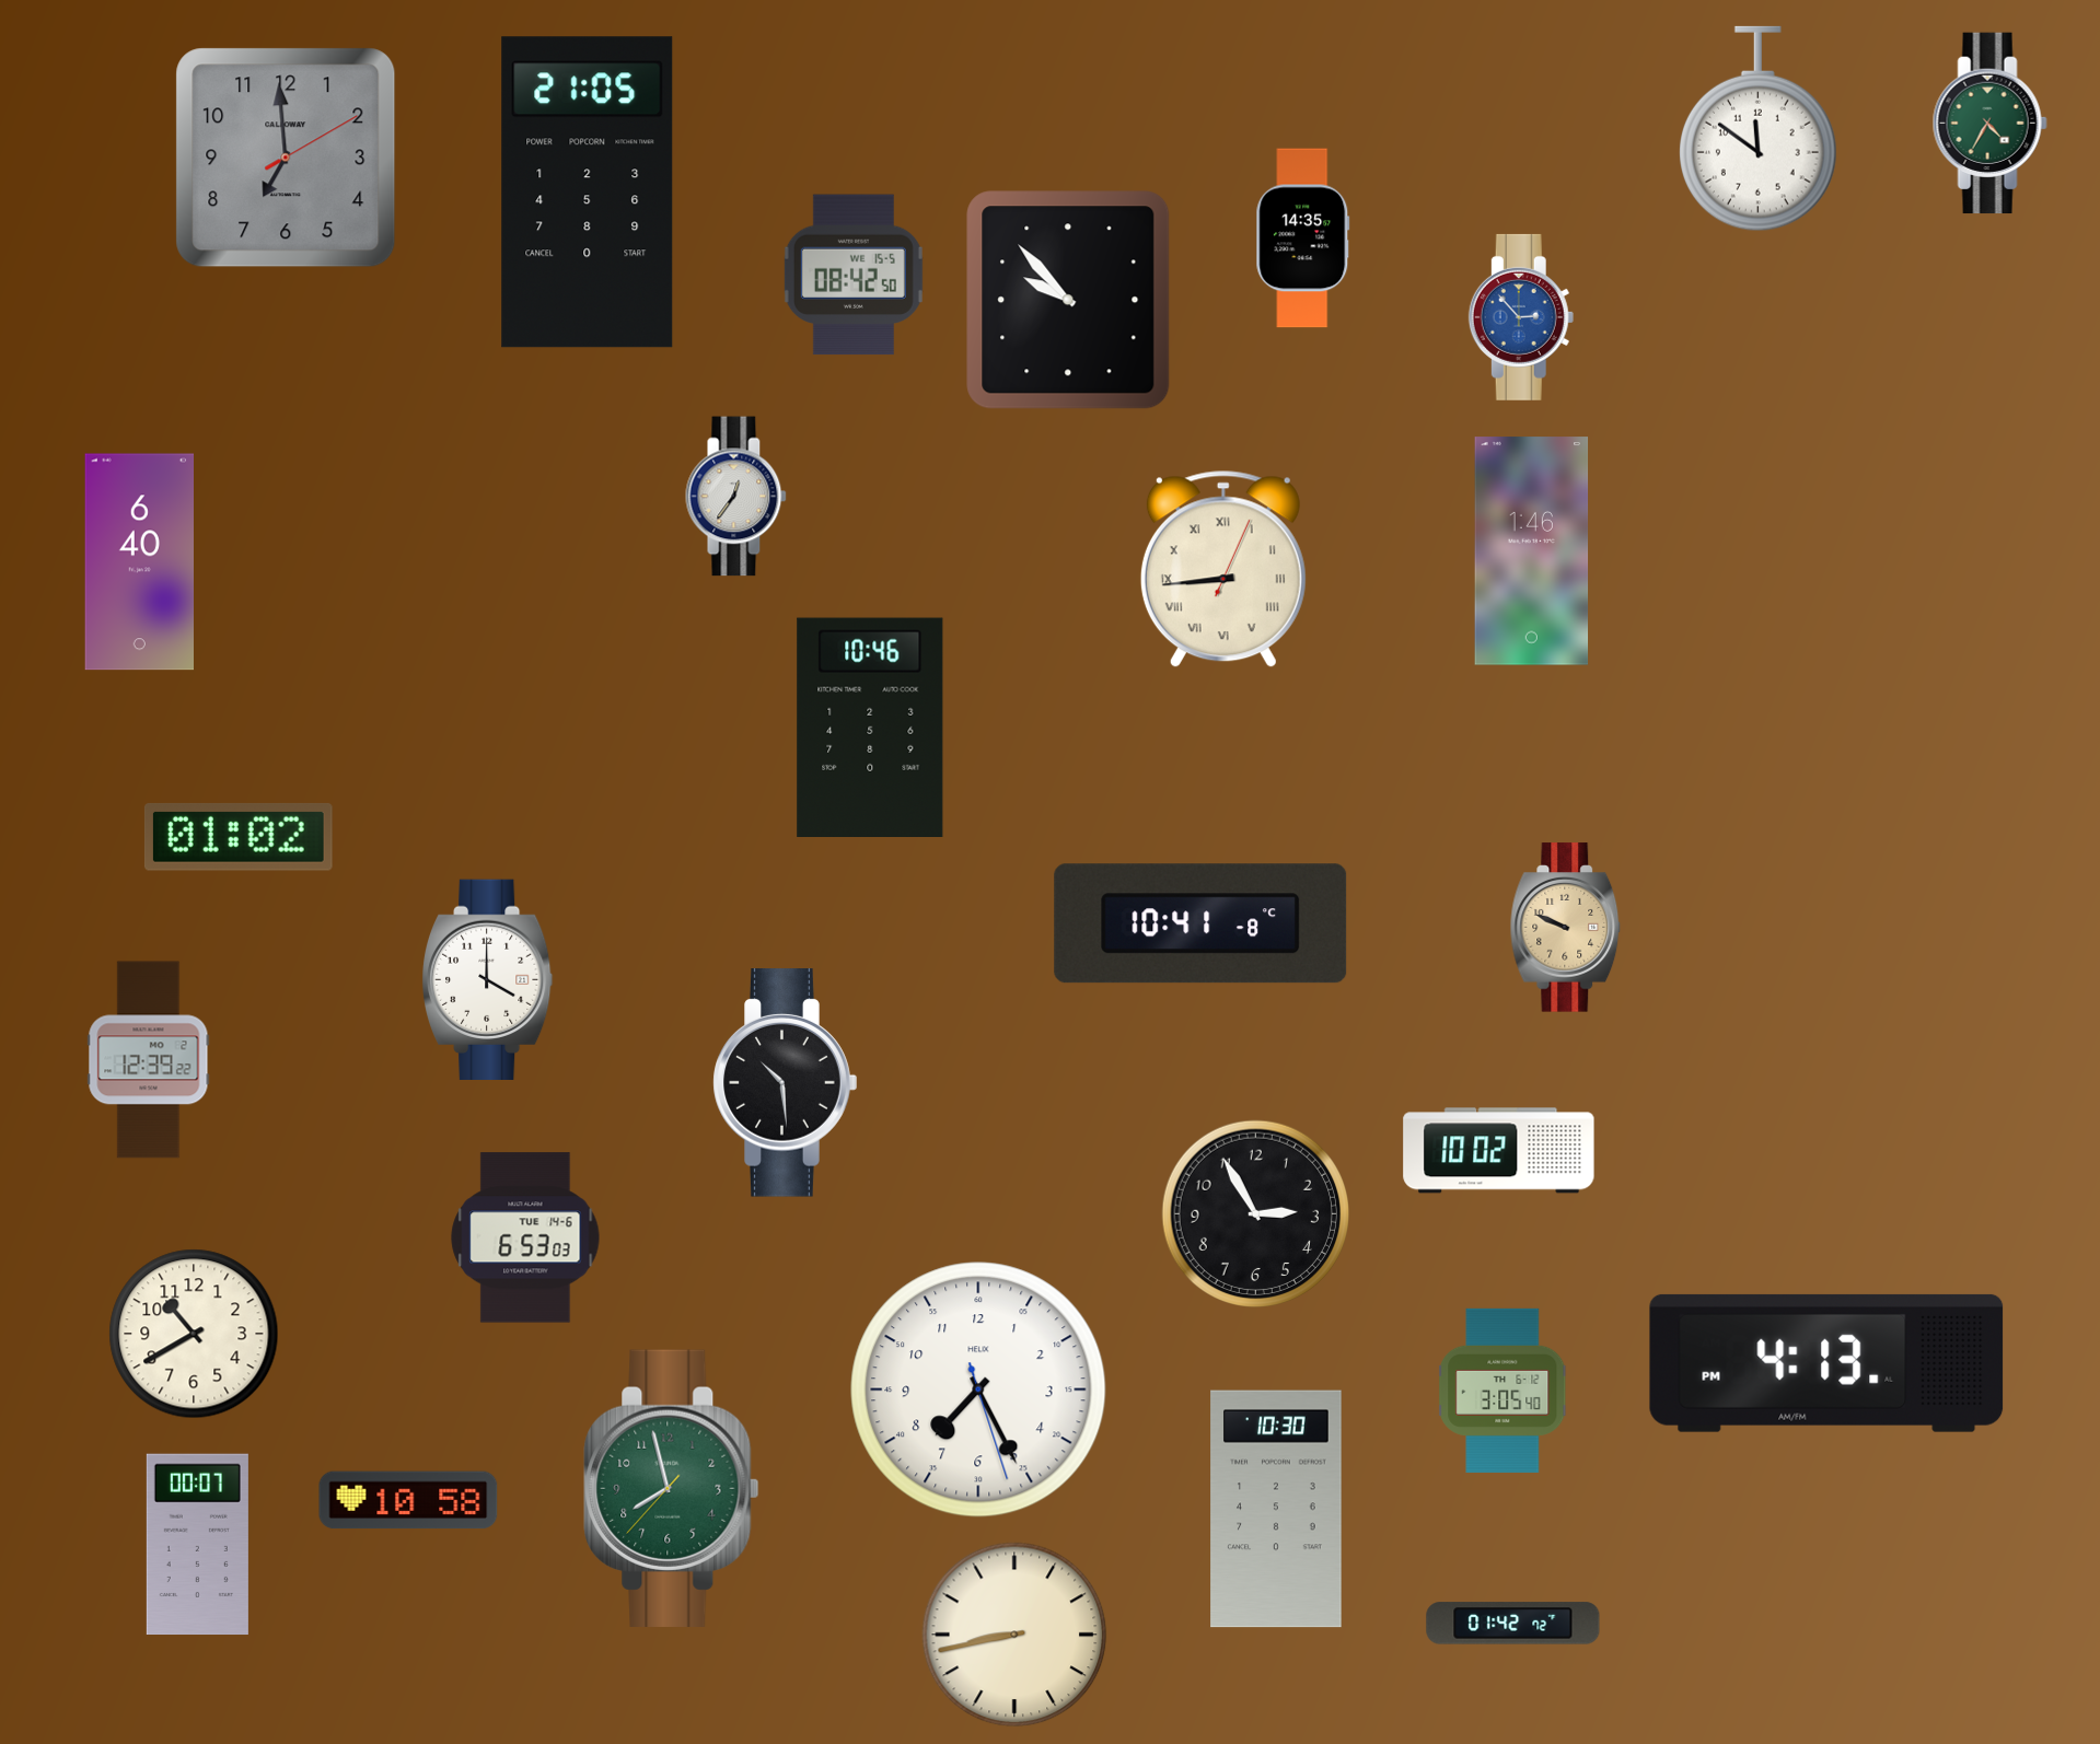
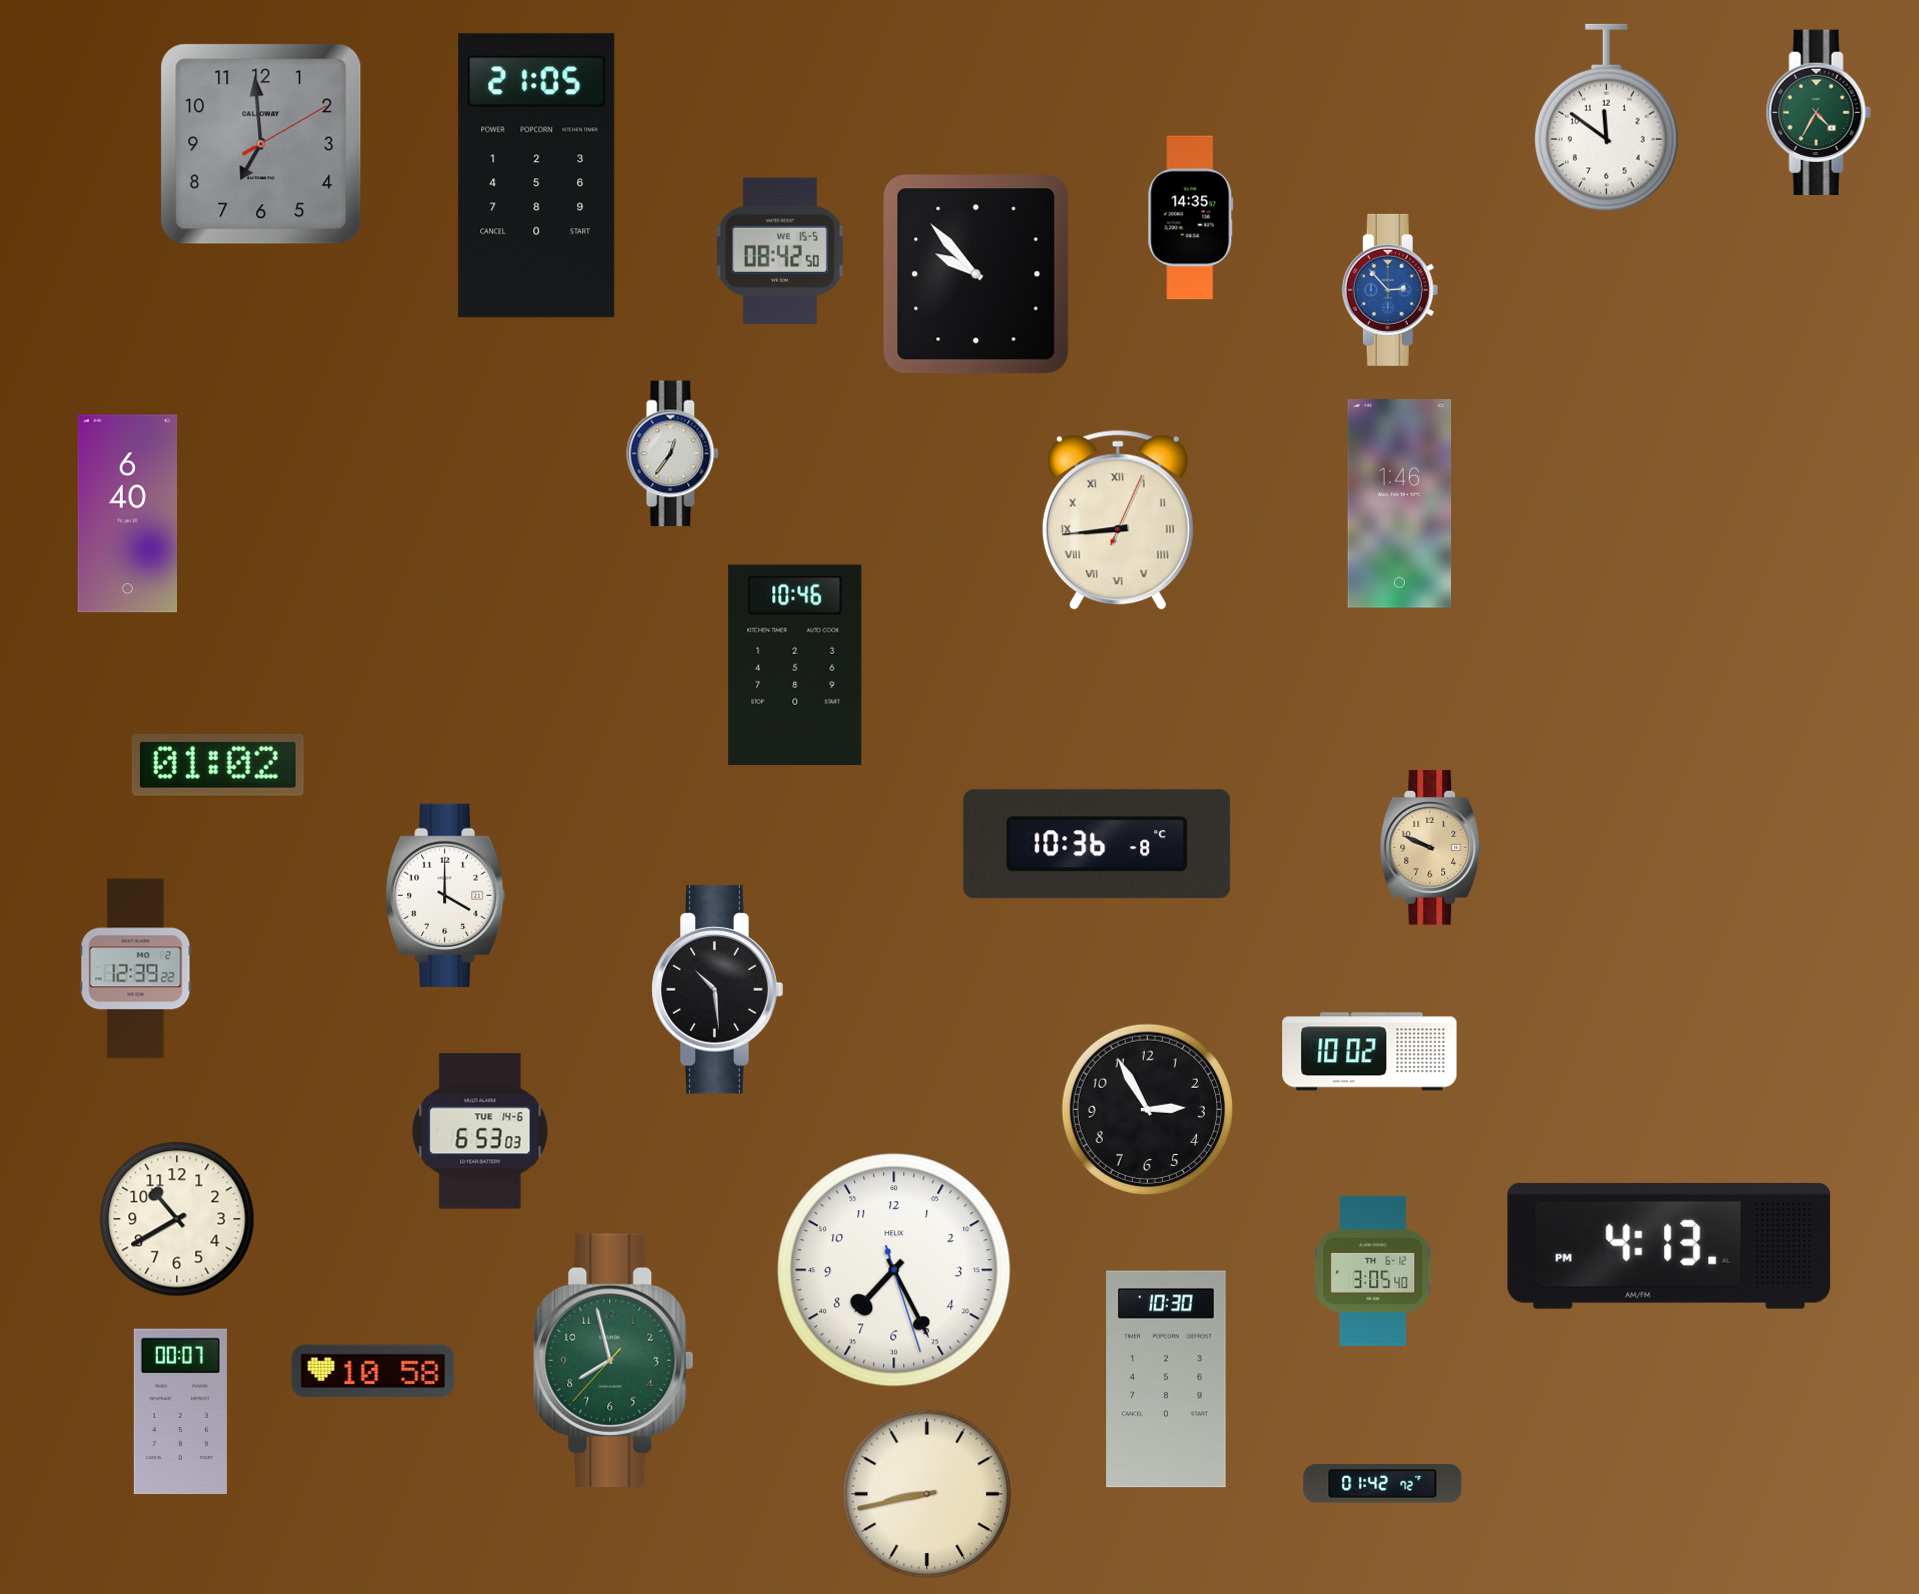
clock at (1200, 923): 10:41 -> 10:36
